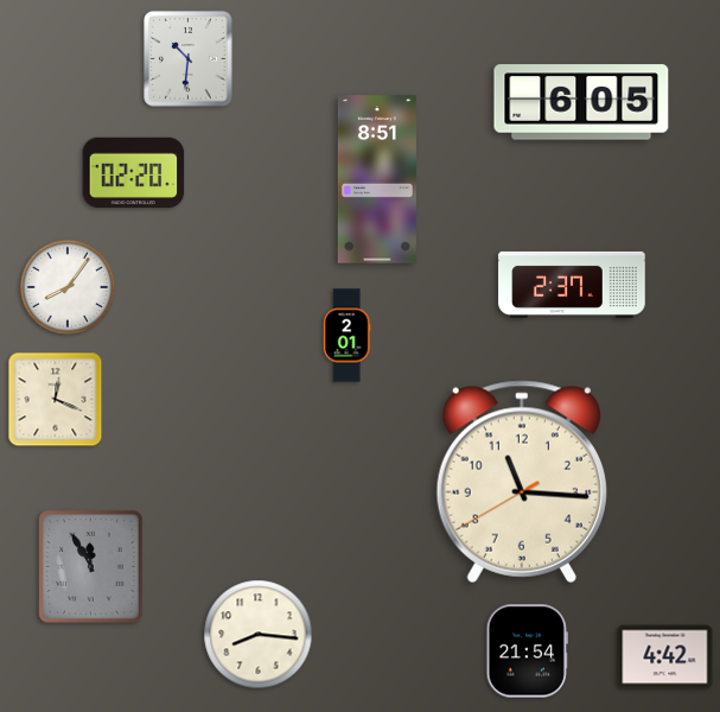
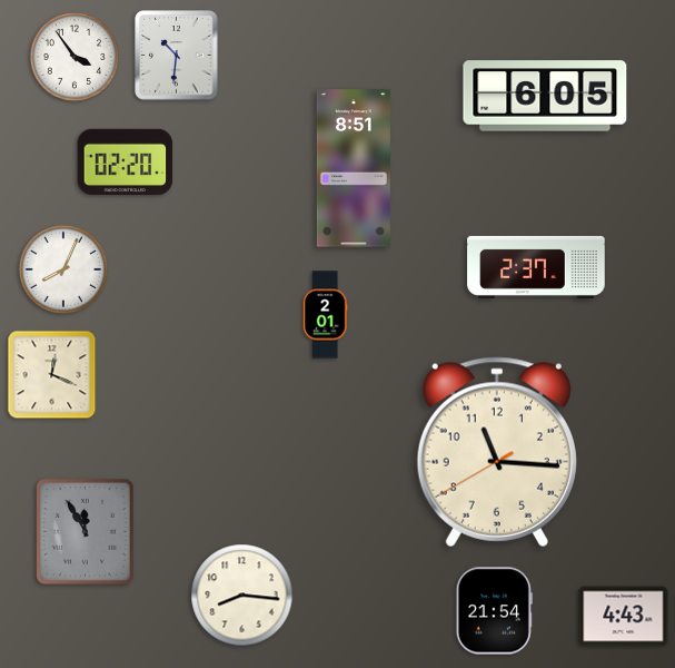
clock at (75, 57): none -> 3:54
clock at (68, 287): 8:06 -> 8:04
clock at (522, 482) position: (522, 482) -> (497, 452)
clock at (665, 657): 4:42 -> 4:43
